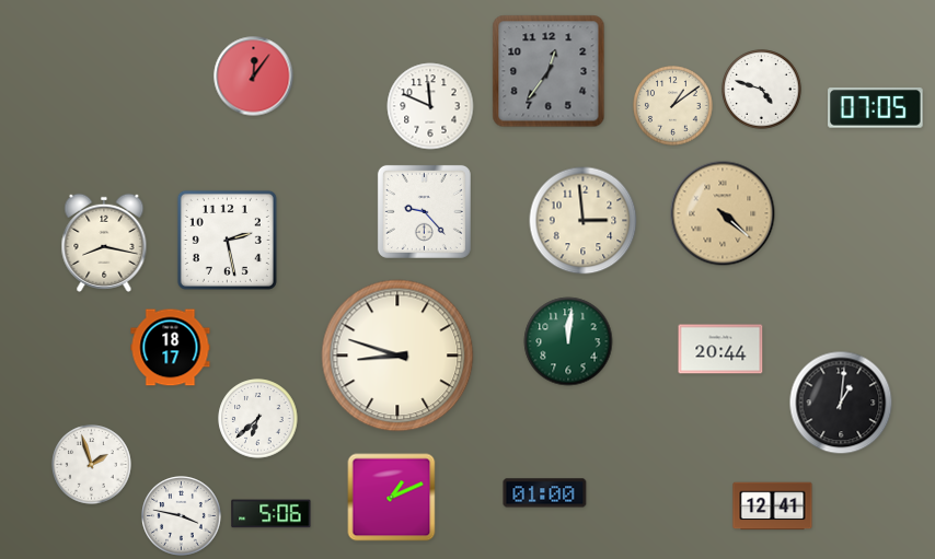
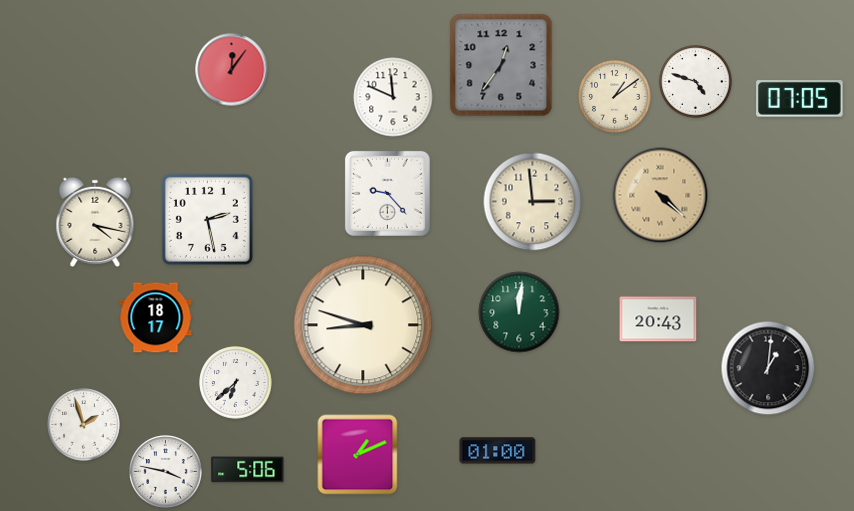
clock at (104, 243): 8:17 -> 4:17
clock at (720, 349): 20:44 -> 20:43
clock at (773, 506): 12:41 -> none
